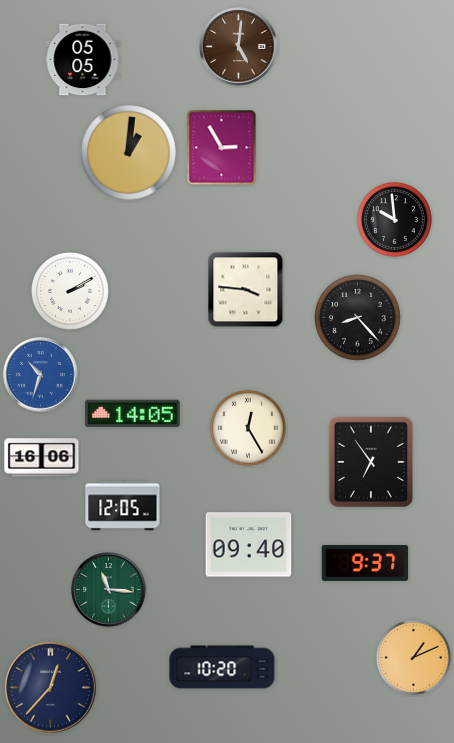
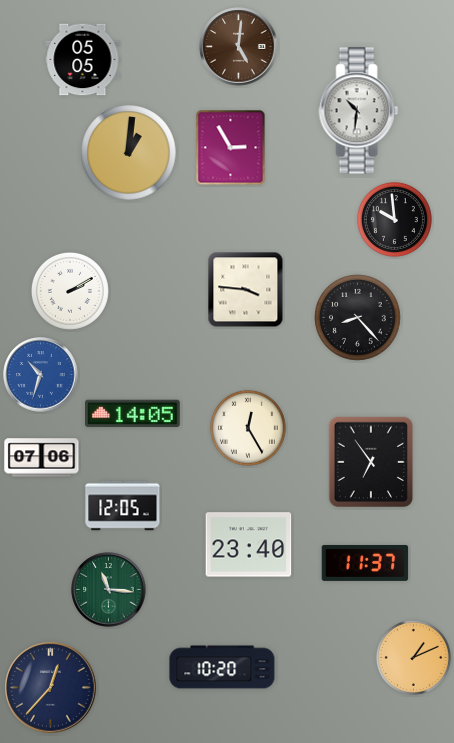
clock at (359, 111): none -> 10:31
clock at (222, 148) position: (222, 148) -> (231, 148)
clock at (42, 458): 16:06 -> 07:06
clock at (249, 545): 09:40 -> 23:40
clock at (365, 563): 9:37 -> 11:37
